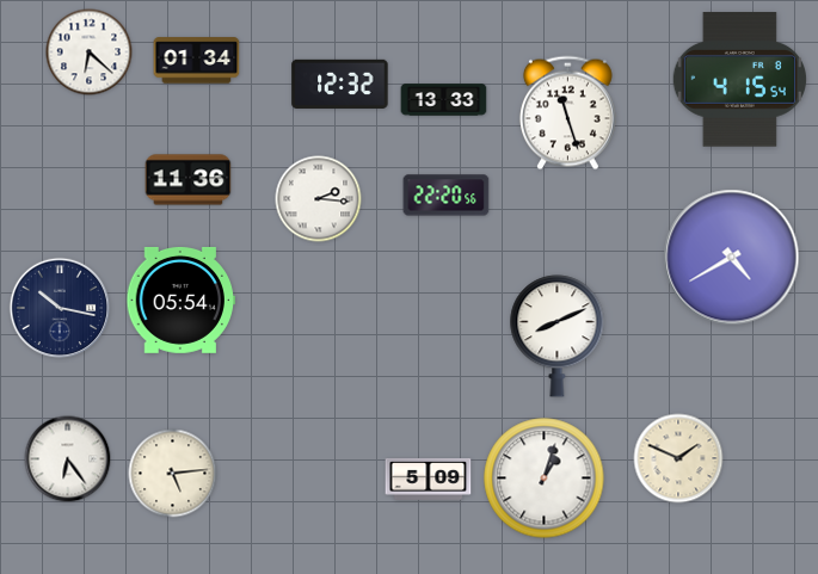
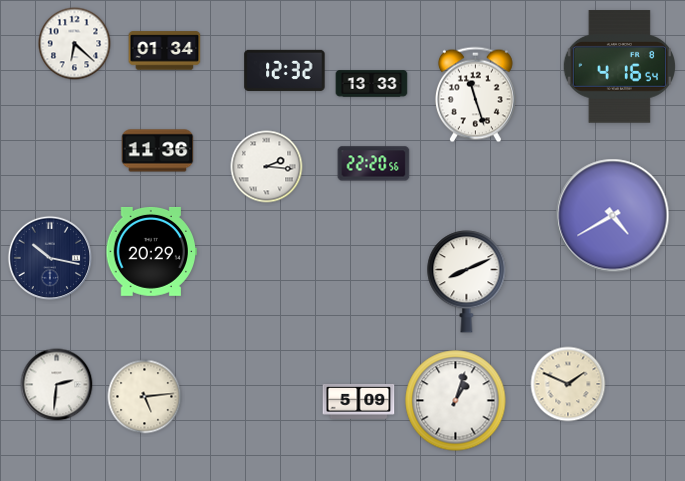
clock at (739, 80): 4:15 -> 4:16
clock at (182, 300): 05:54 -> 20:29
clock at (68, 459): 6:24 -> 2:31
